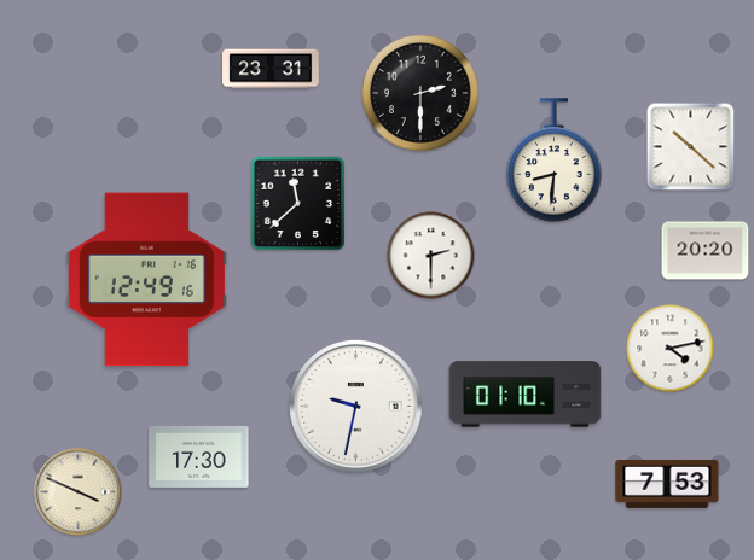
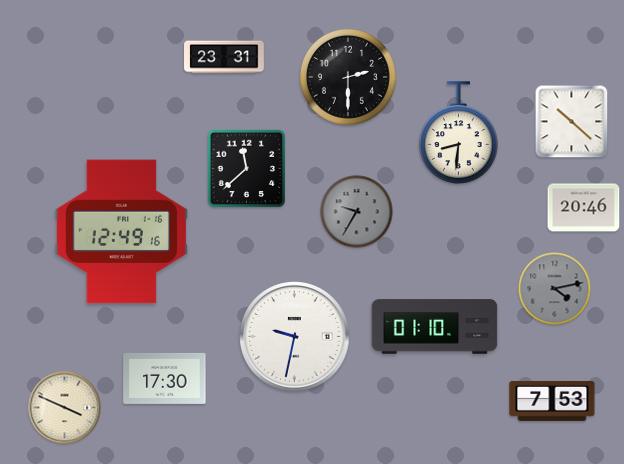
clock at (706, 251): 20:20 -> 20:46
clock at (431, 256): 2:30 -> 9:35
clock at (431, 256) dial: white -> grey
clock at (671, 349) dial: white -> grey
